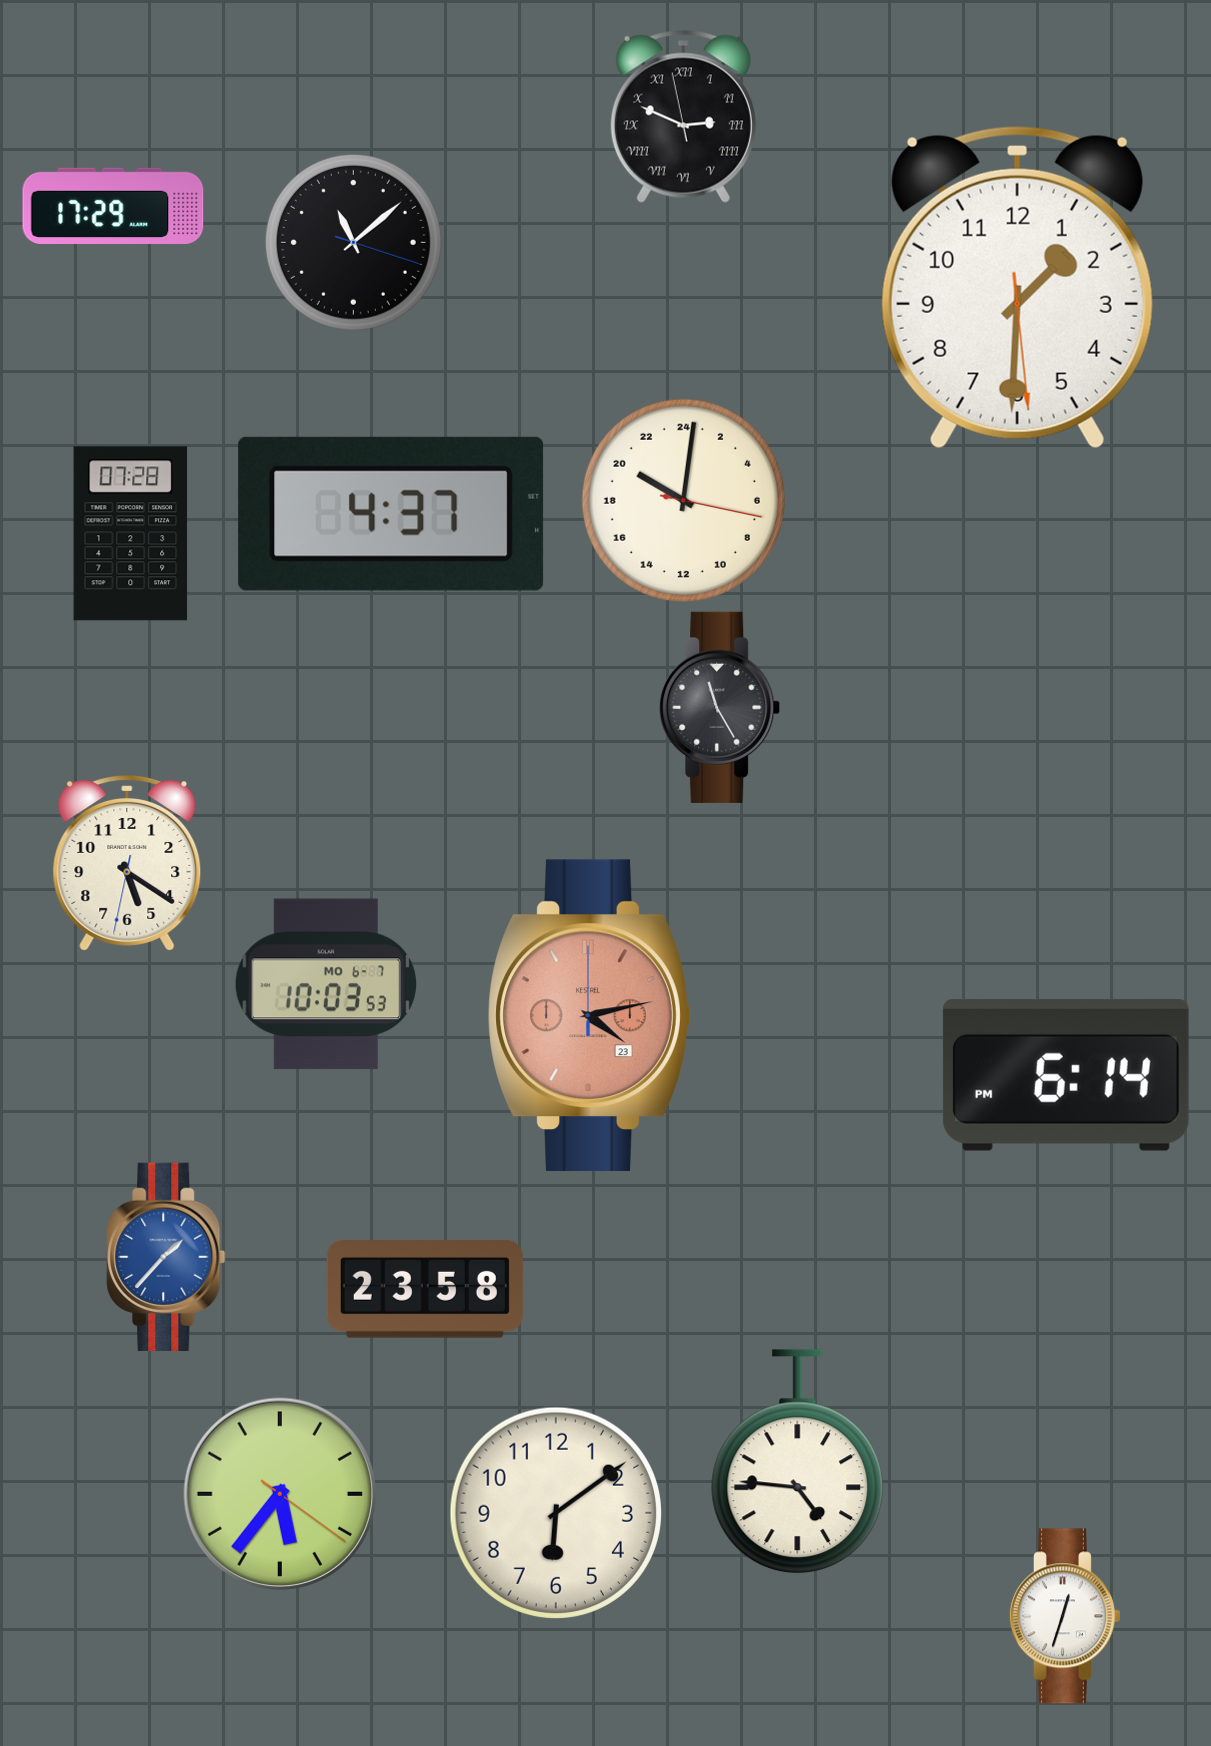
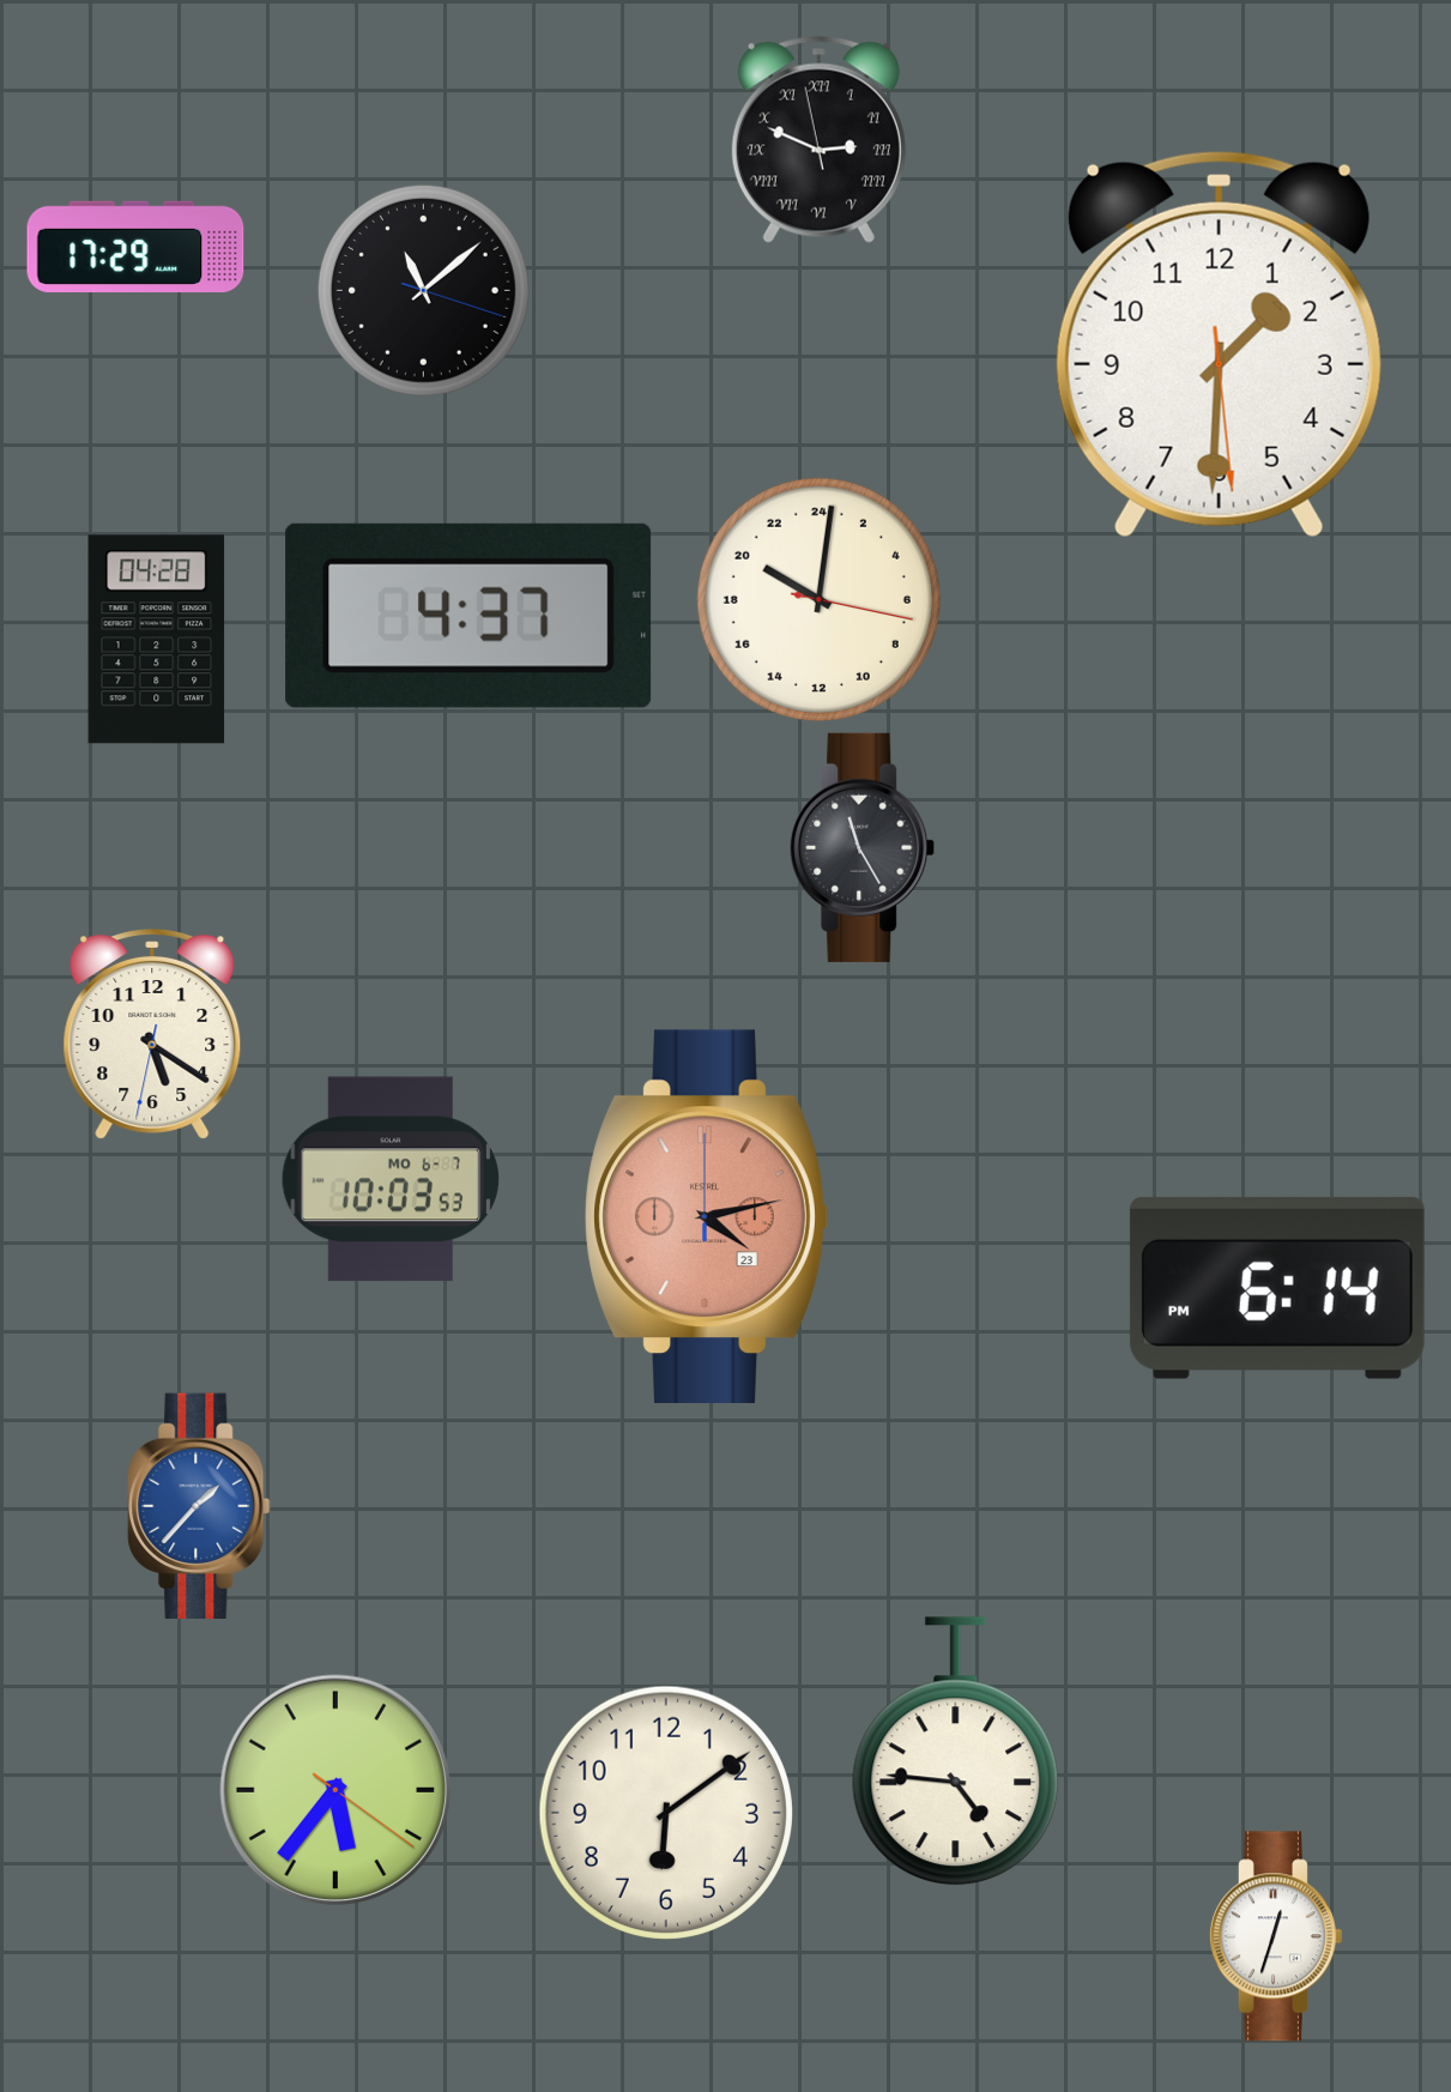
clock at (131, 534): 07:28 -> 04:28
clock at (425, 1290): 23:58 -> none
